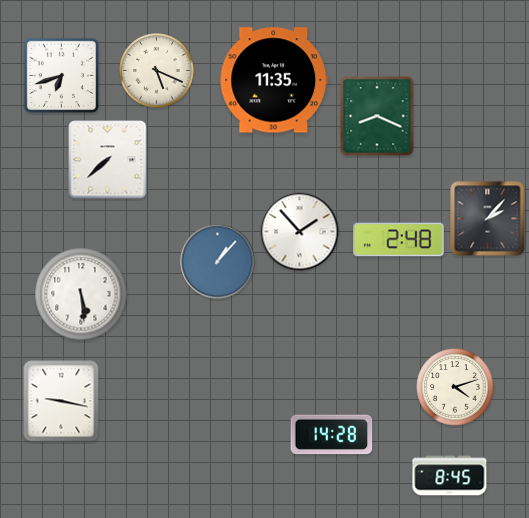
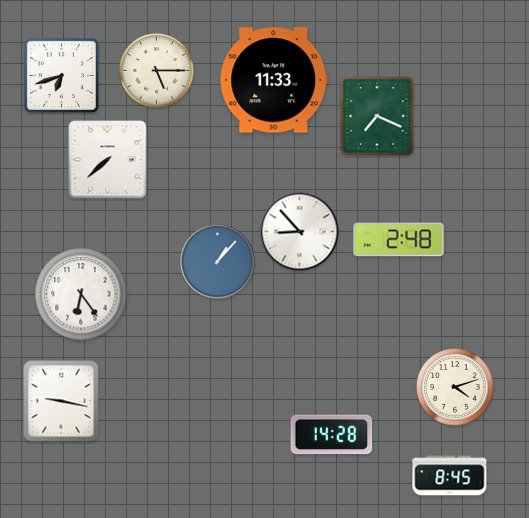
clock at (157, 71): 5:19 -> 5:15
clock at (273, 80): 11:35 -> 11:33
clock at (377, 116): 8:19 -> 7:19
clock at (488, 219): 2:07 -> none
clock at (300, 232): 1:53 -> 8:53
clock at (81, 294): 5:29 -> 6:24
